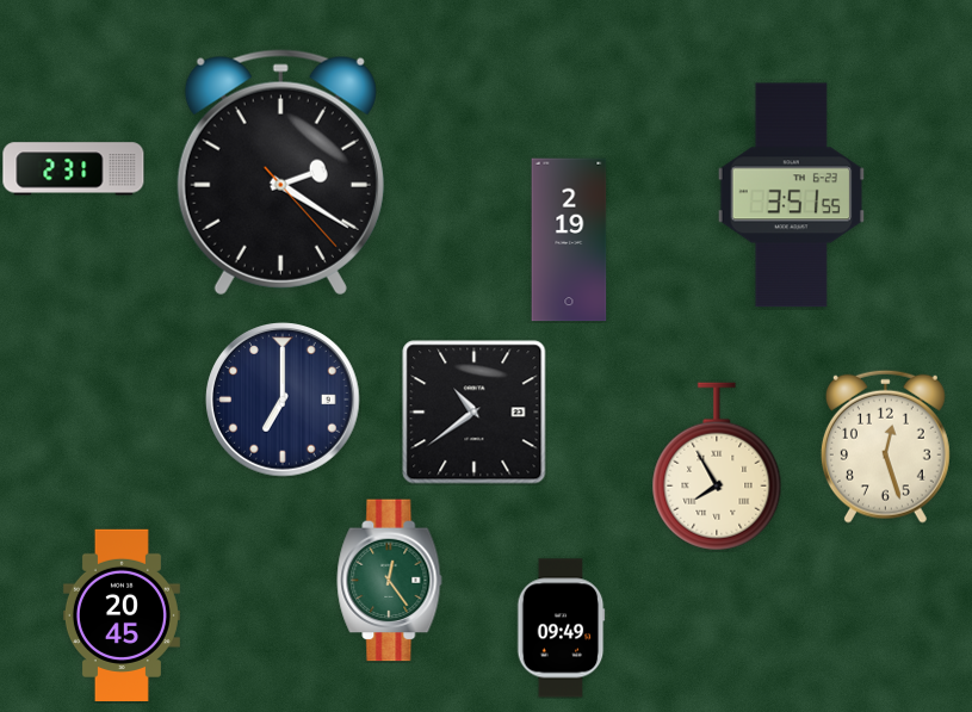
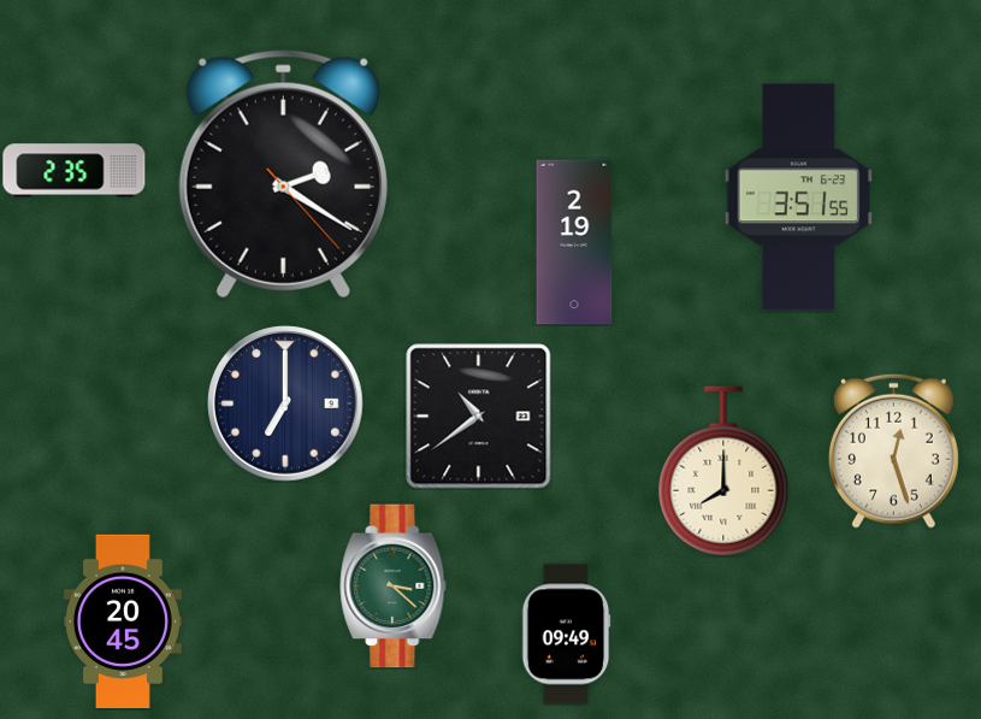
clock at (74, 169): 2:31 -> 2:35
clock at (717, 466): 7:55 -> 8:00
clock at (390, 581): 12:24 -> 3:22
